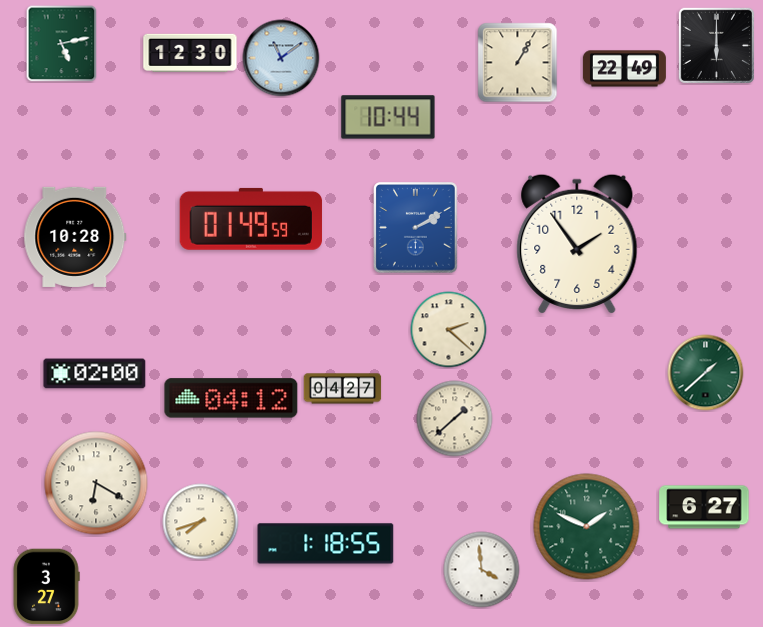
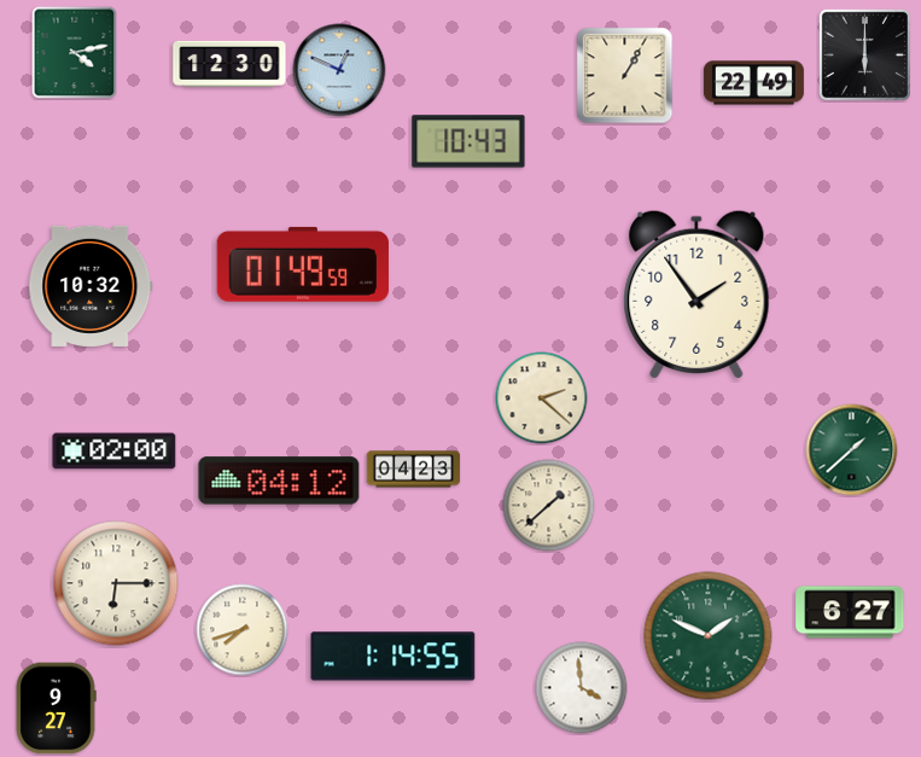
clock at (62, 44): 5:13 -> 4:13
clock at (281, 58): 11:09 -> 12:49
clock at (388, 117): 10:44 -> 10:43
clock at (416, 228): 2:10 -> none
clock at (75, 237): 10:28 -> 10:32
clock at (343, 389): 04:27 -> 04:23
clock at (96, 483): 6:20 -> 6:15
clock at (326, 544): 1:18 -> 1:14
clock at (46, 587): 3:27 -> 9:27
